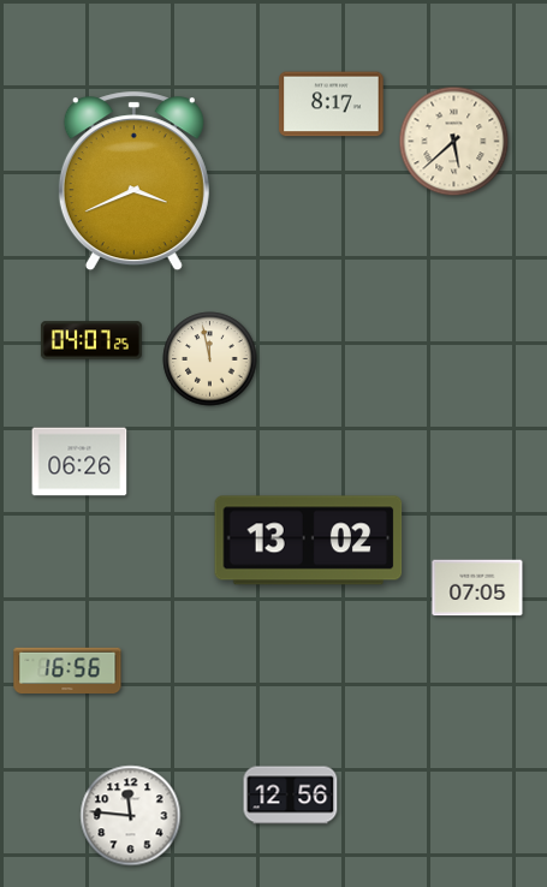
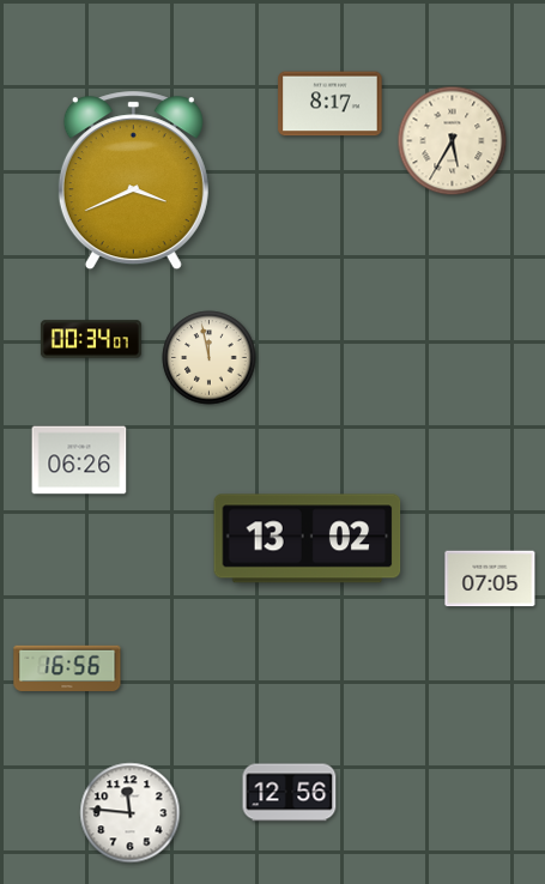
clock at (454, 142): 5:38 -> 5:35
clock at (91, 340): 04:07 -> 00:34
clock at (477, 588) position: (477, 588) -> (490, 579)
